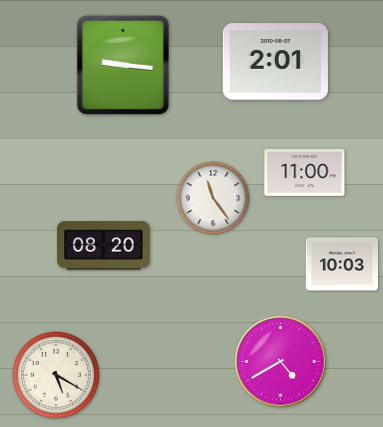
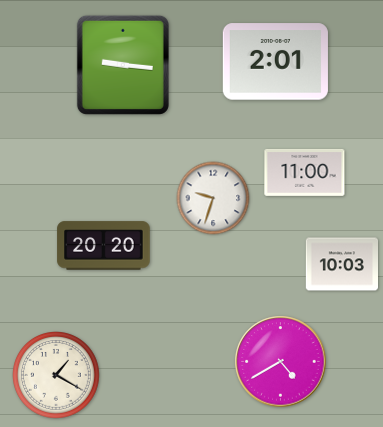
clock at (213, 198): 11:24 -> 9:33
clock at (104, 246): 08:20 -> 20:20
clock at (57, 376): 5:20 -> 1:20
